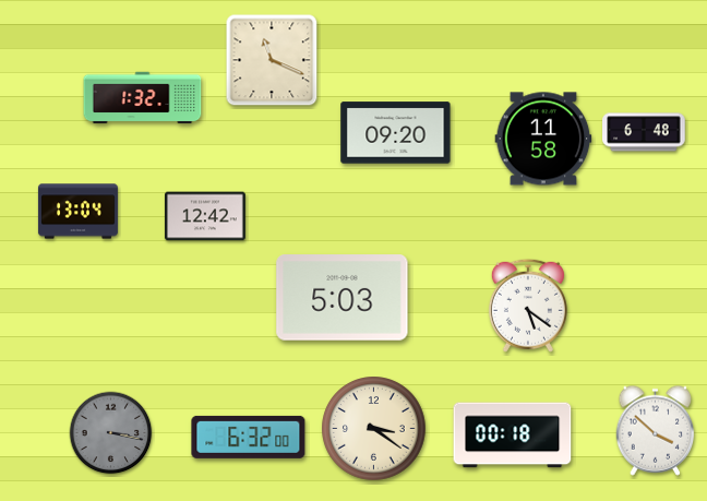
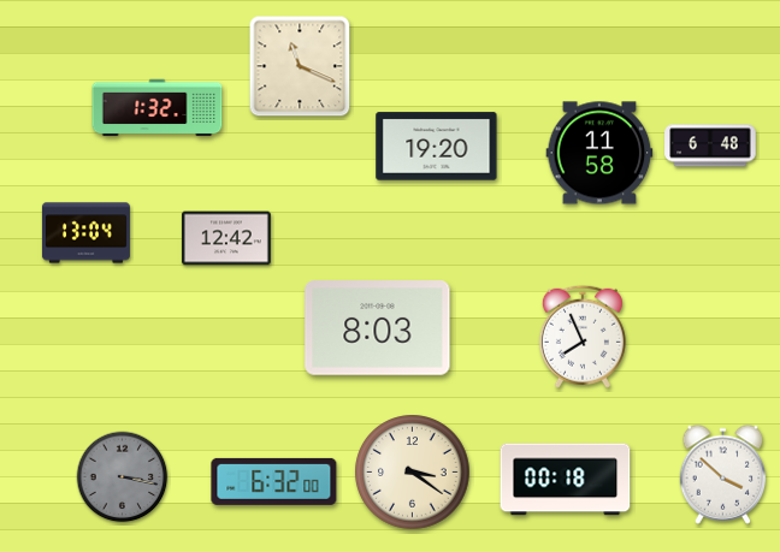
clock at (396, 133): 09:20 -> 19:20
clock at (343, 298): 5:03 -> 8:03
clock at (528, 306): 5:21 -> 7:56
